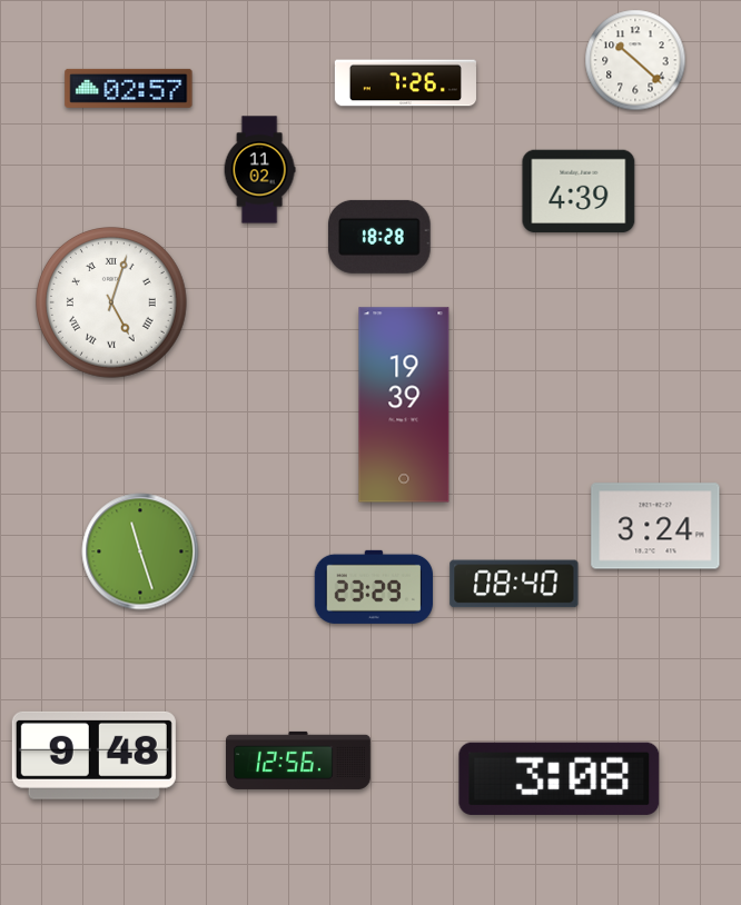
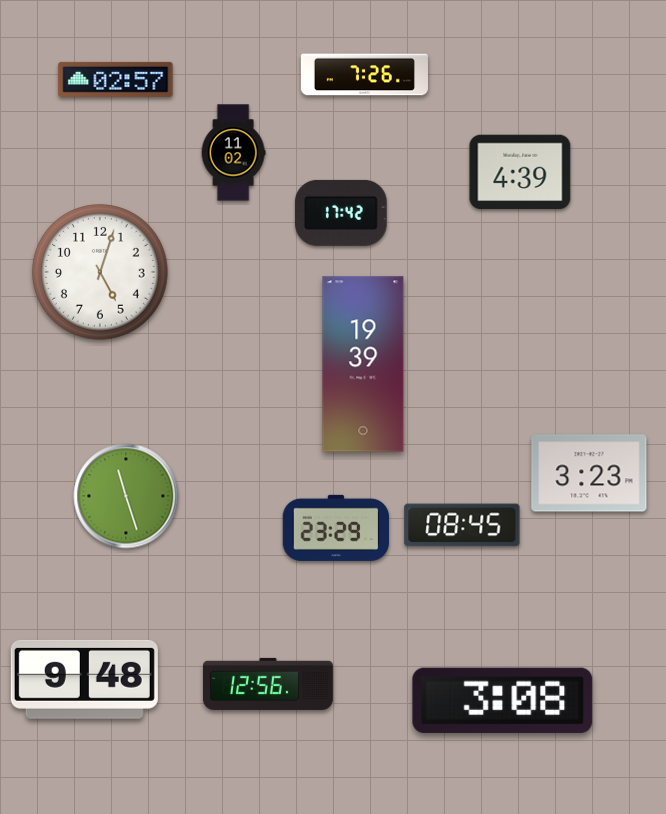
clock at (635, 60): 10:22 -> none
clock at (381, 237): 18:28 -> 17:42
clock at (112, 304) numerals: Roman -> Arabic
clock at (655, 526): 3:24 -> 3:23
clock at (514, 584): 08:40 -> 08:45
